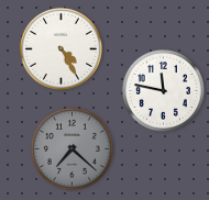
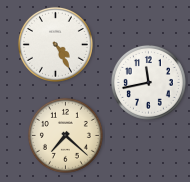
clock at (163, 90): 11:47 -> 11:43
clock at (71, 148) dial: grey -> cream
